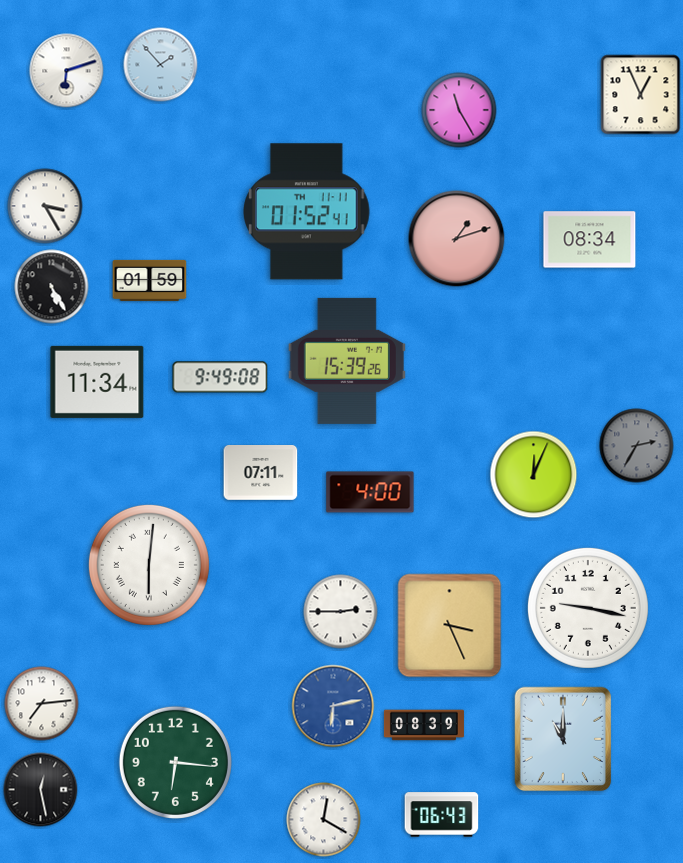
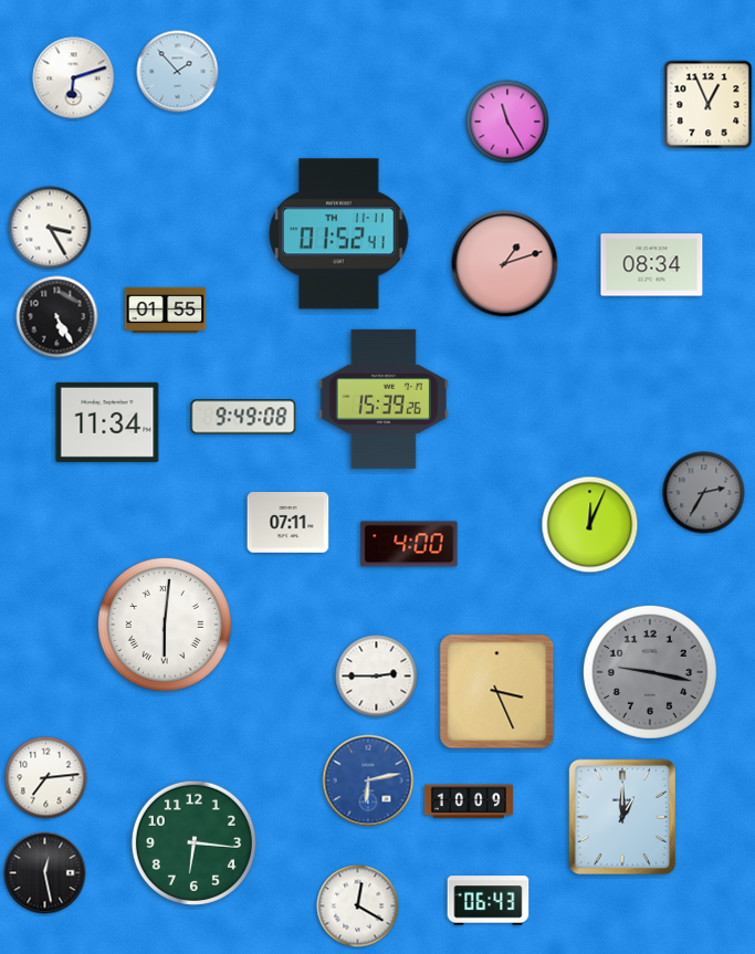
clock at (150, 280): 01:59 -> 01:55
clock at (588, 608) dial: white -> grey
clock at (424, 725): 08:39 -> 10:09
clock at (563, 739): 11:00 -> 1:00
